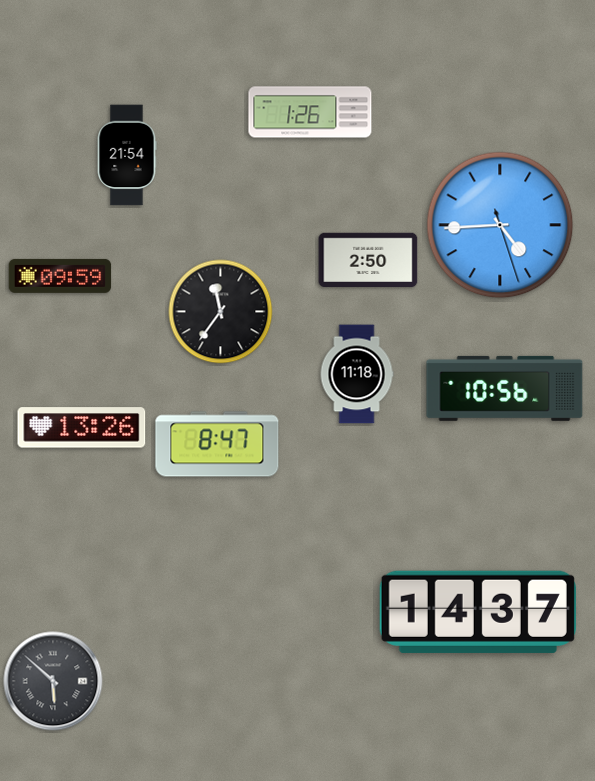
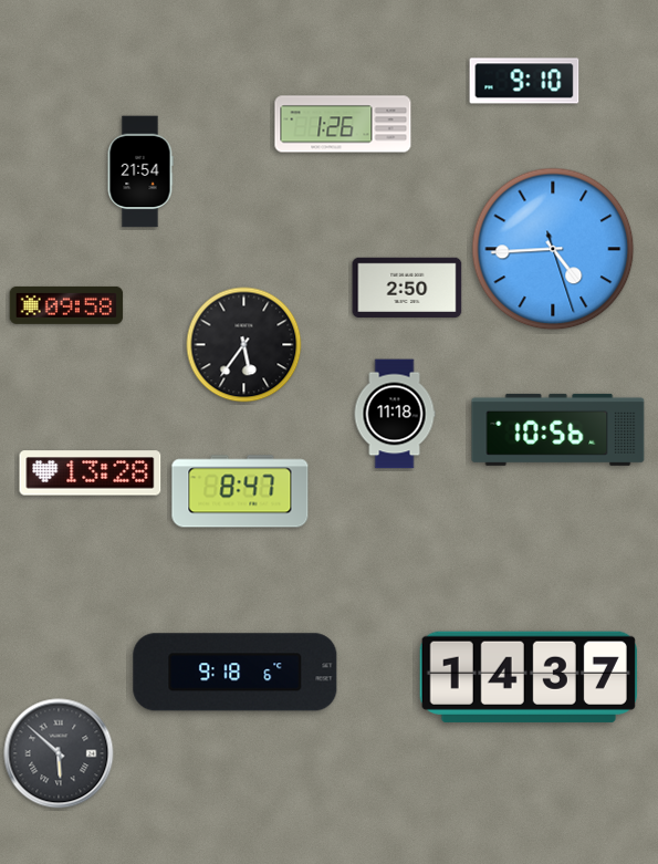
clock at (524, 81): none -> 9:10
clock at (60, 276): 09:59 -> 09:58
clock at (221, 312): 11:36 -> 5:36
clock at (82, 428): 13:26 -> 13:28
clock at (236, 673): none -> 9:18
